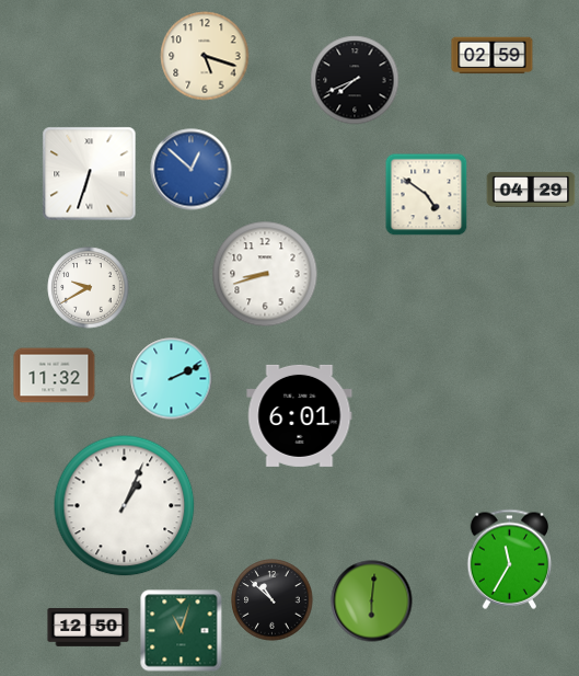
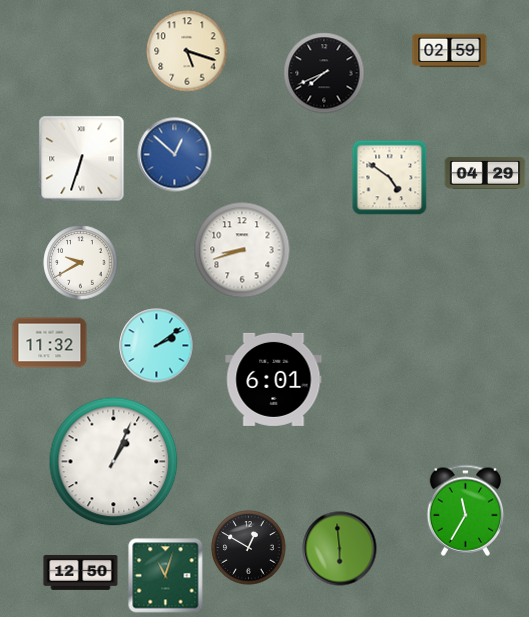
clock at (172, 379): 2:11 -> 2:09
clock at (273, 600): 10:52 -> 12:50
clock at (372, 601): 6:01 -> 5:59
